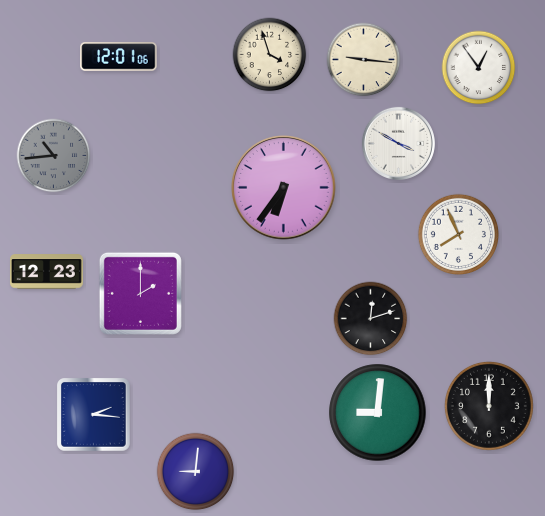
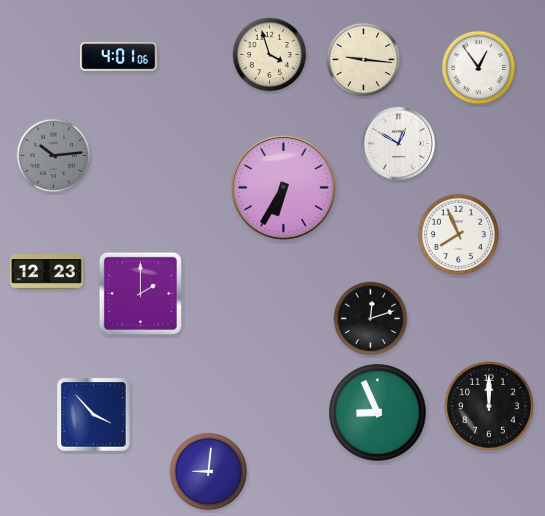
clock at (119, 57): 12:01 -> 4:01
clock at (398, 143): 3:50 -> 12:50
clock at (54, 156): 10:44 -> 10:14
clock at (284, 188): 6:36 -> 6:35
clock at (378, 413): 9:01 -> 8:56
clock at (94, 415): 2:16 -> 3:53
clock at (196, 472) position: (196, 472) -> (209, 472)
